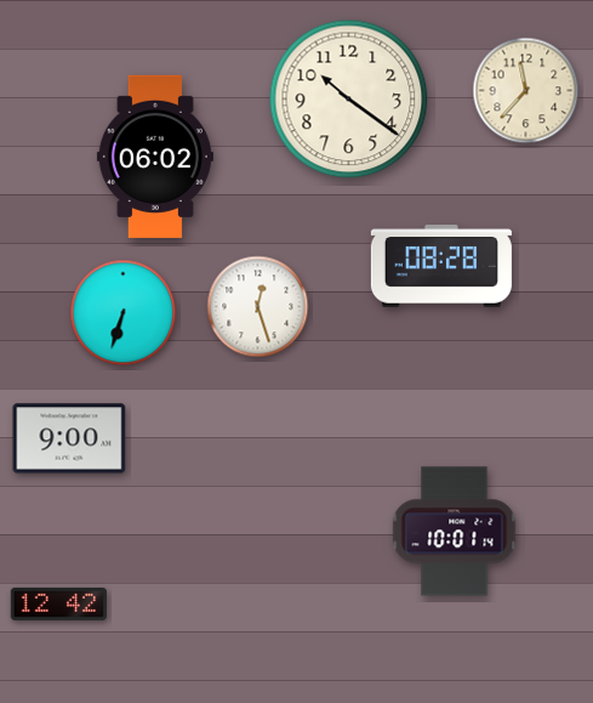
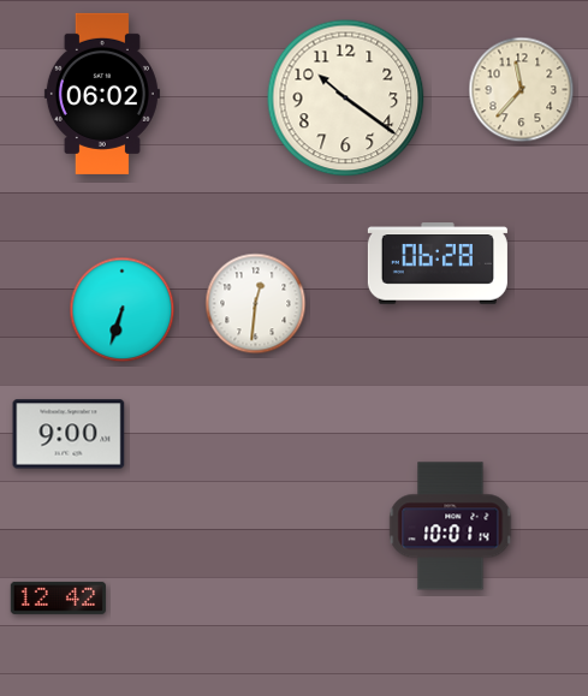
clock at (155, 157) position: (155, 157) -> (102, 94)
clock at (441, 266): 08:28 -> 06:28
clock at (258, 307): 12:27 -> 12:31
